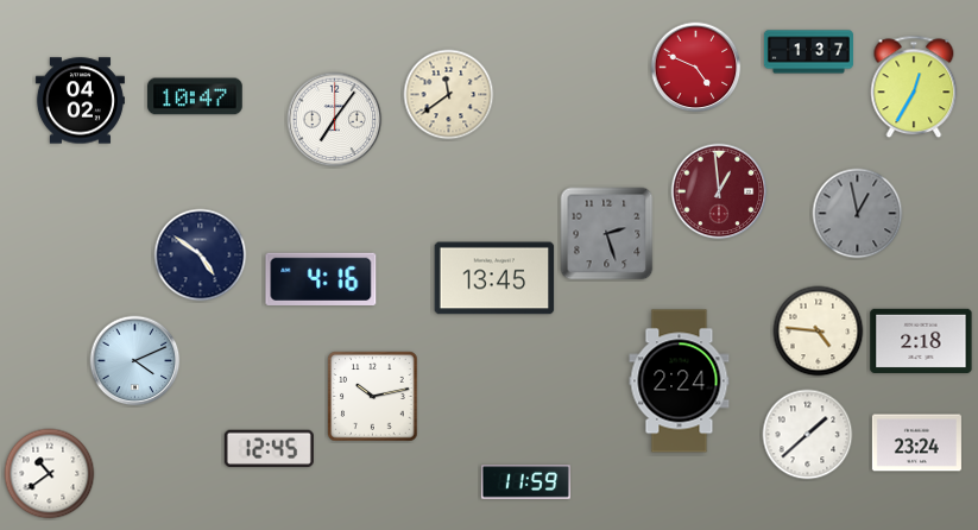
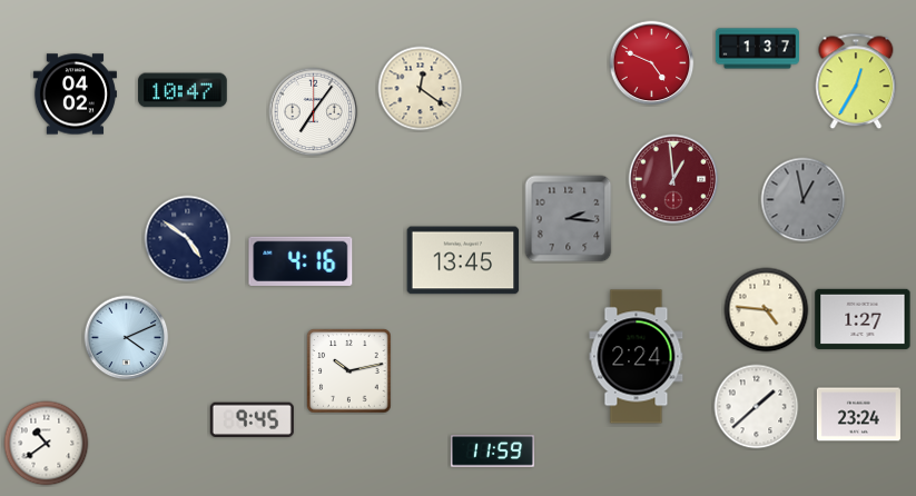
clock at (449, 95): 11:39 -> 12:21
clock at (607, 234): 2:27 -> 2:16
clock at (921, 341): 2:18 -> 1:27
clock at (269, 448): 12:45 -> 9:45
